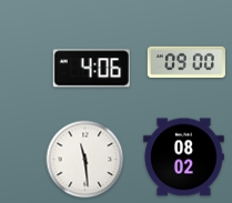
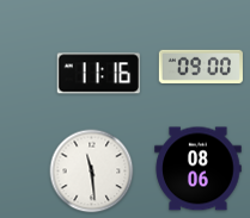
clock at (91, 69): 4:06 -> 11:16
clock at (184, 158): 08:02 -> 08:06
